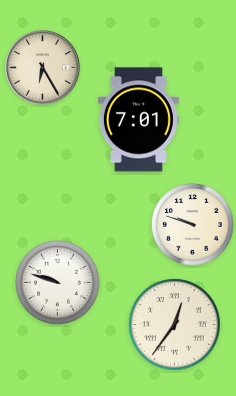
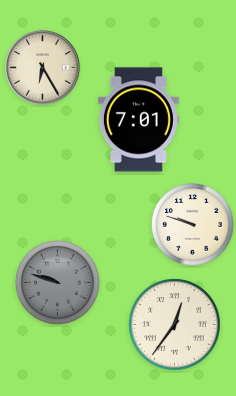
clock at (58, 283) dial: white -> grey
